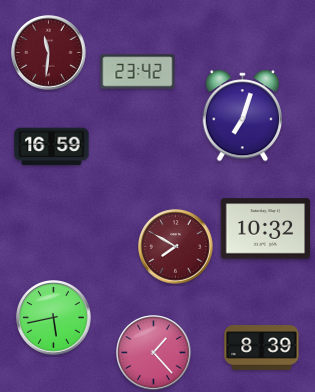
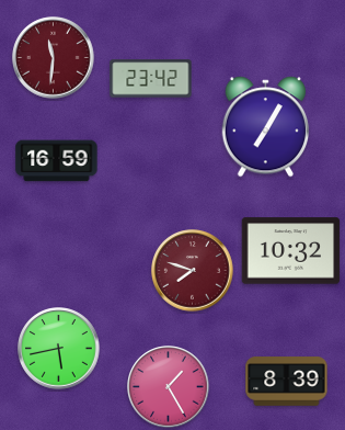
clock at (242, 116): 7:03 -> 7:05
clock at (176, 247): 7:50 -> 7:48
clock at (154, 353): 1:23 -> 1:25
